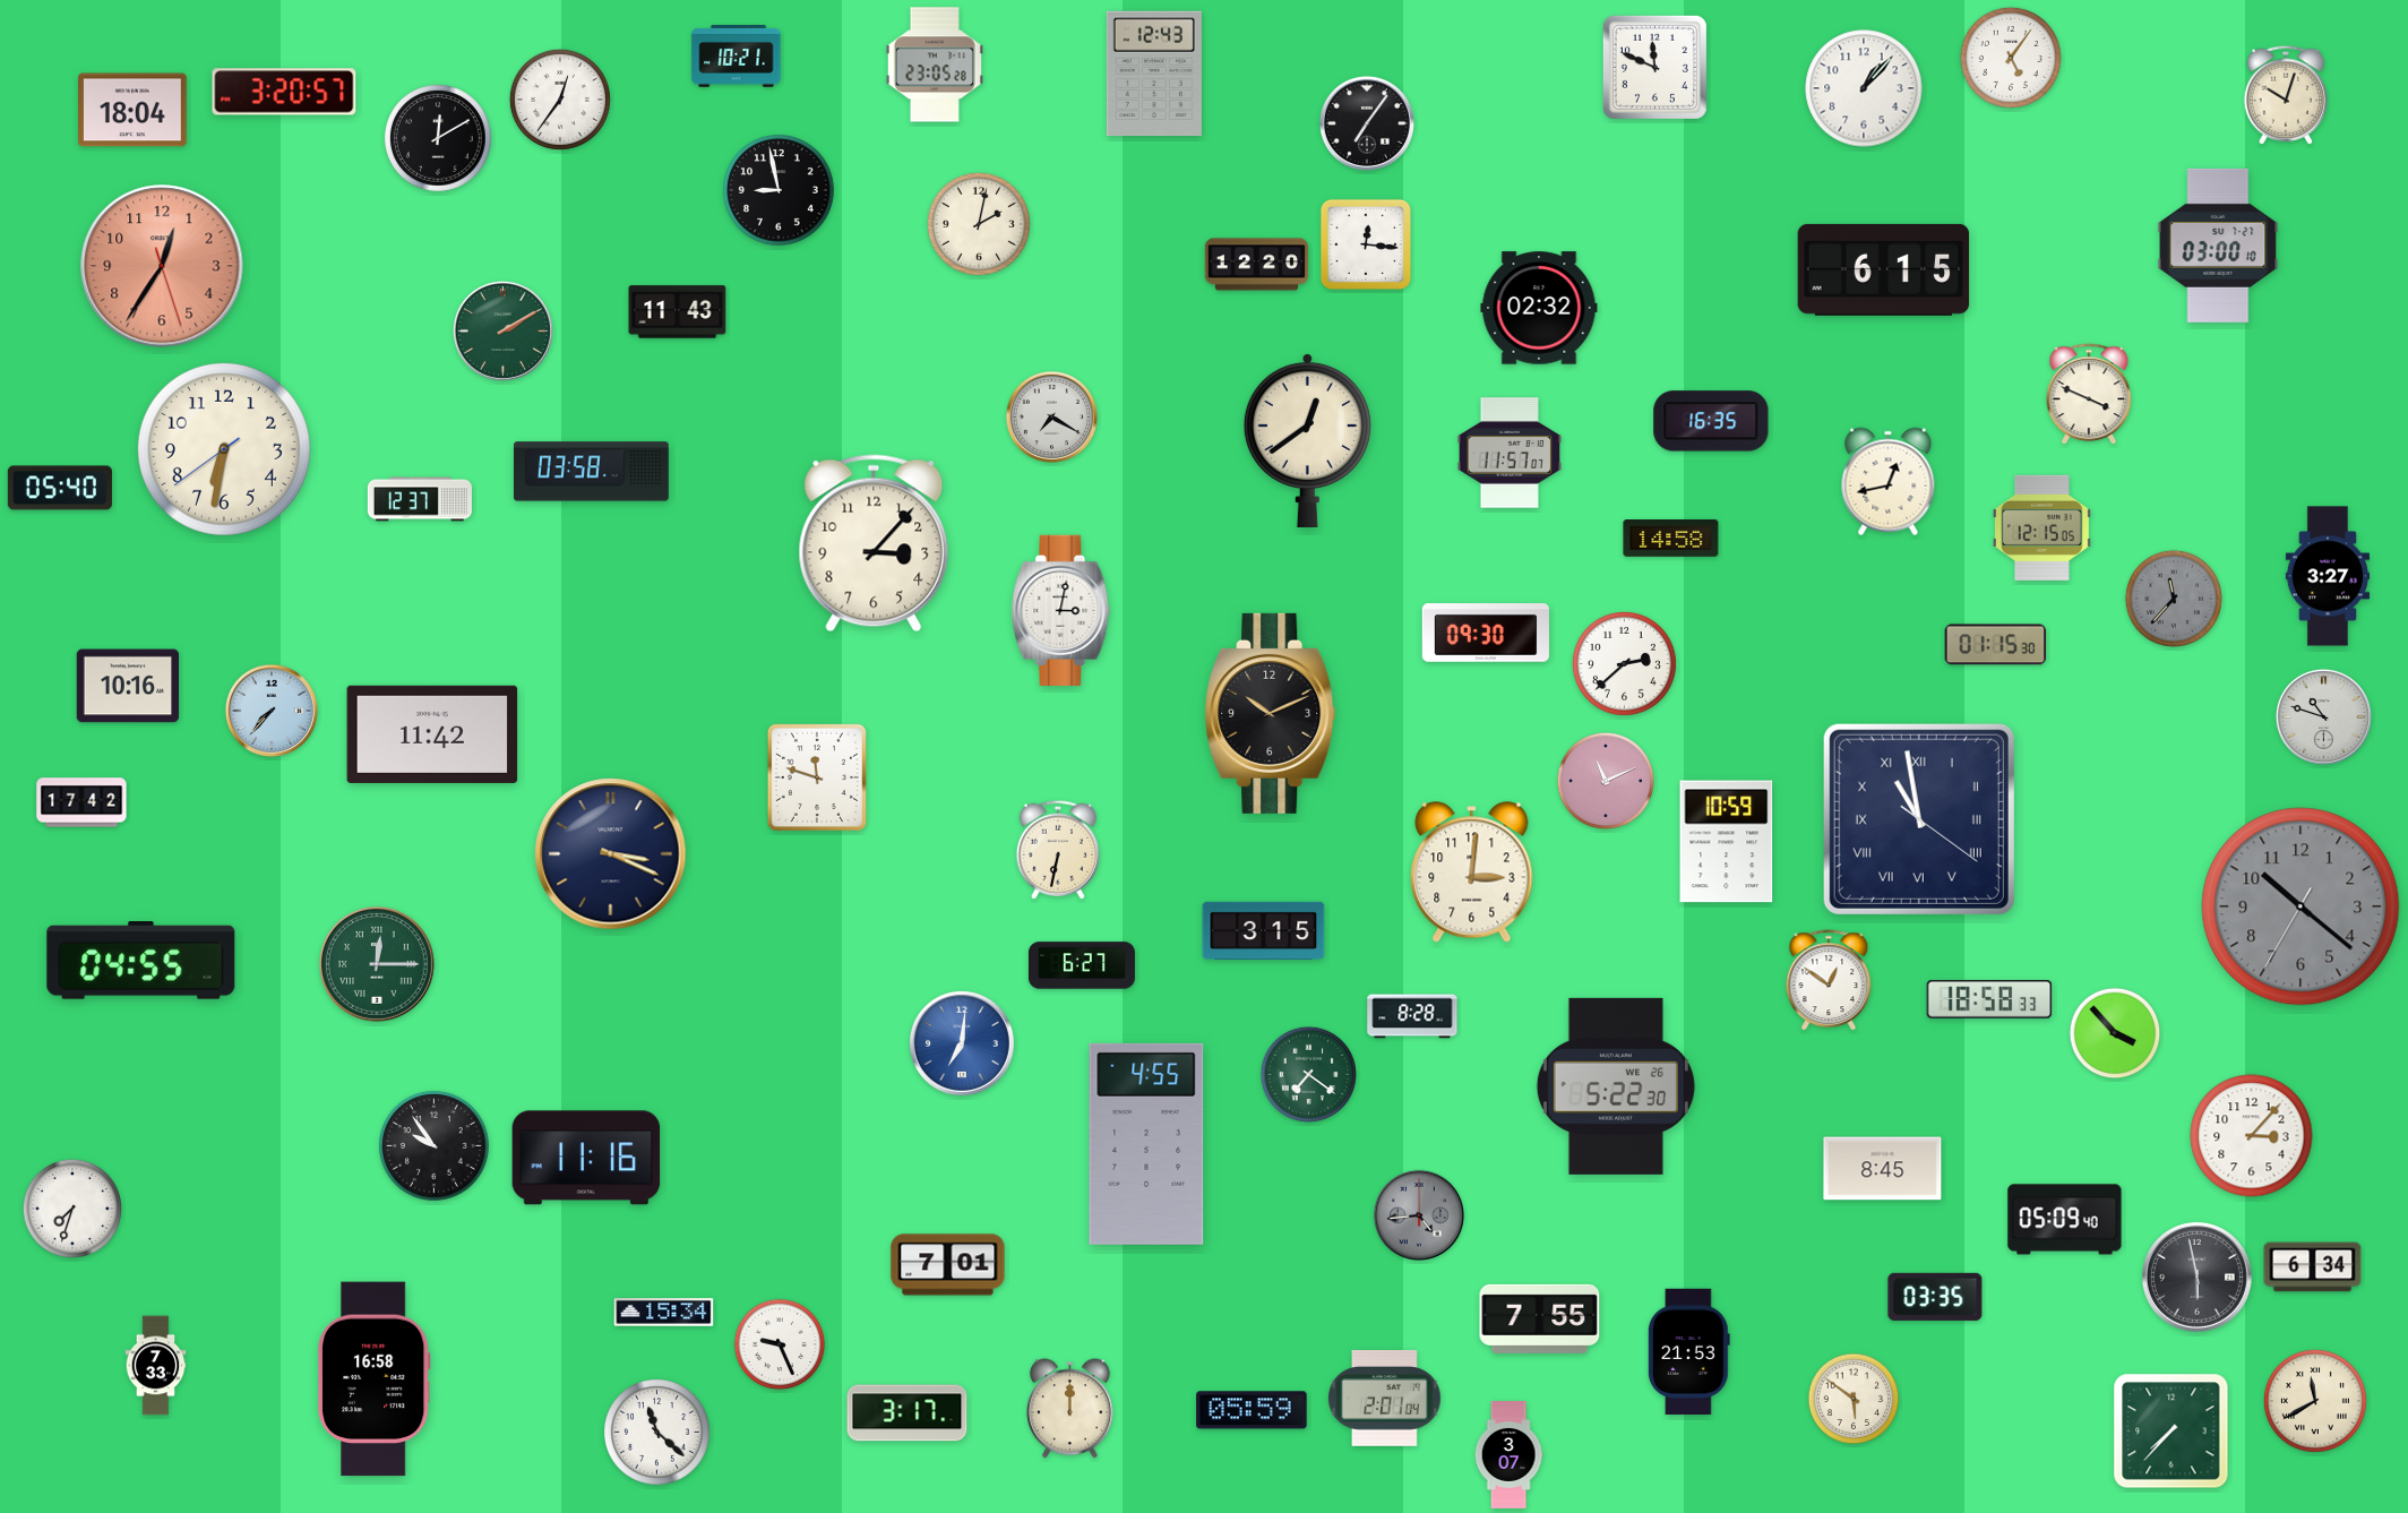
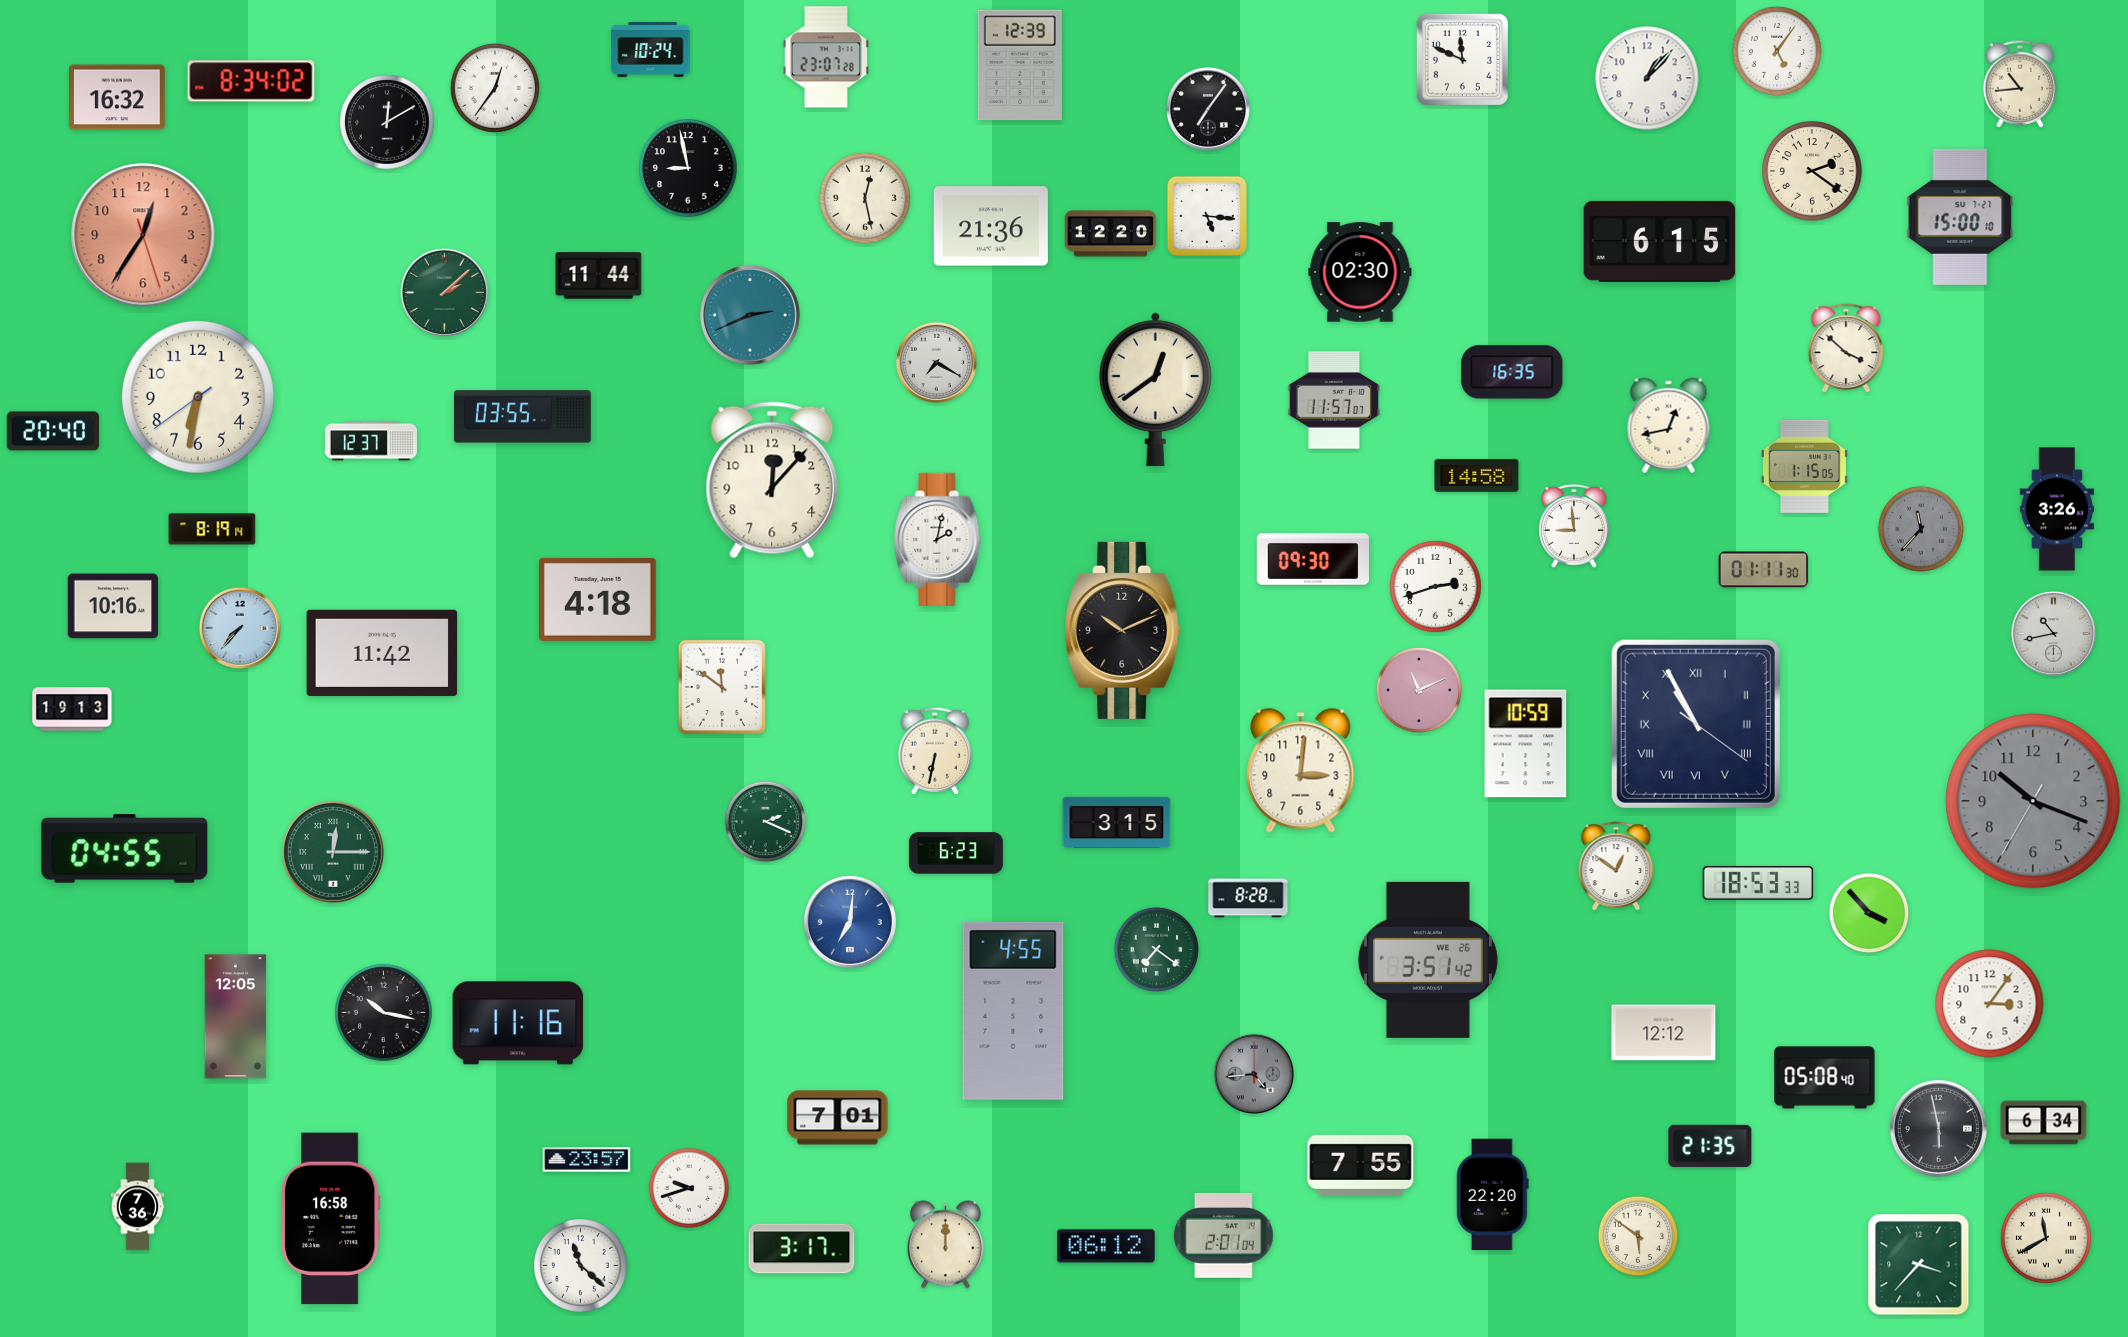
clock at (737, 57): 10:21 -> 10:24
clock at (935, 65): 23:05 -> 23:07
clock at (1154, 74): 12:43 -> 12:39
clock at (284, 92): 3:20 -> 8:34
clock at (2286, 95): 10:03 -> 10:44
clock at (134, 110): 18:04 -> 16:32
clock at (1812, 171): none -> 2:21
clock at (979, 224): 2:02 -> 12:28
clock at (1366, 244): 12:16 -> 5:16
clock at (2218, 246): 03:00 -> 15:00
clock at (991, 226): none -> 21:36
clock at (1884, 269) position: (1884, 269) -> (1660, 241)
clock at (1539, 308): 02:32 -> 02:30
clock at (678, 312): 11:43 -> 11:44
clock at (502, 330): 2:10 -> 2:08
clock at (750, 315): none -> 2:41
clock at (2089, 395): 3:49 -> 3:52
clock at (1051, 416) position: (1051, 416) -> (936, 362)
clock at (591, 472): 03:58 -> 03:55
clock at (60, 488): 05:40 -> 20:40
clock at (2041, 527): 12:15 -> 1:15
clock at (874, 543): 3:07 -> 12:07
clock at (2327, 576): 3:27 -> 3:26
clock at (1575, 526): none -> 8:59
clock at (212, 529): none -> 8:19
clock at (1061, 610): 3:02 -> 2:02
clock at (1996, 645): 01:15 -> 01:11
clock at (1624, 663): 2:38 -> 2:42
clock at (597, 599): none -> 4:18
clock at (2323, 716): 10:48 -> 10:43
clock at (432, 734) position: (432, 734) -> (382, 653)
clock at (817, 777): 11:48 -> 11:51
clock at (81, 802): 17:42 -> 19:13
clock at (1919, 819): 10:58 -> 10:55
clock at (611, 854): 3:19 -> none
clock at (2300, 906): 10:21 -> 10:18
clock at (766, 822): none -> 2:19
clock at (1082, 965): 6:27 -> 6:23
clock at (1989, 1000): 18:58 -> 18:53
clock at (1616, 1086): 5:22 -> 3:51
clock at (2252, 1136): 3:07 -> 3:06
clock at (435, 1146): 9:54 -> 10:17
clock at (236, 1017): none -> 12:05
clock at (1883, 1169): 8:45 -> 12:12
clock at (72, 1209): 7:33 -> none
clock at (2065, 1220): 05:09 -> 05:08
clock at (2313, 1267) position: (2313, 1267) -> (2044, 1123)
clock at (2196, 1276) position: (2196, 1276) -> (1938, 1128)
clock at (1935, 1297): 03:35 -> 21:35
clock at (664, 1313): 15:34 -> 23:57
clock at (780, 1344): 9:26 -> 9:42
clock at (1688, 1352): 21:53 -> 22:20
clock at (156, 1366): 7:33 -> 7:36
clock at (1252, 1410): 05:59 -> 06:12
clock at (2171, 1432): 7:37 -> 3:37
clock at (1508, 1455): 3:07 -> none
